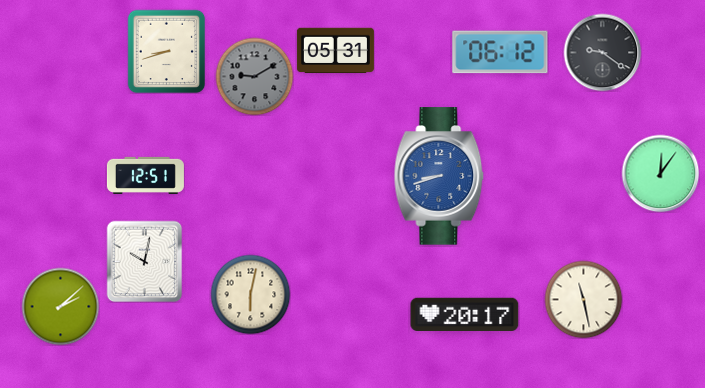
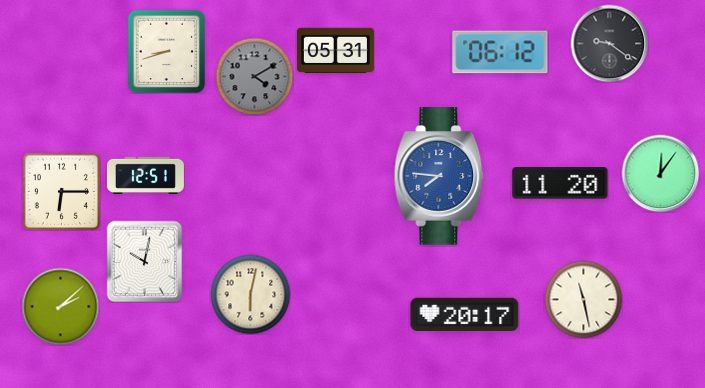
clock at (602, 52) position: (602, 52) -> (609, 43)
clock at (254, 76): 9:10 -> 4:10
clock at (439, 176): 8:42 -> 7:46
clock at (560, 183): none -> 11:20
clock at (61, 191): none -> 6:15
